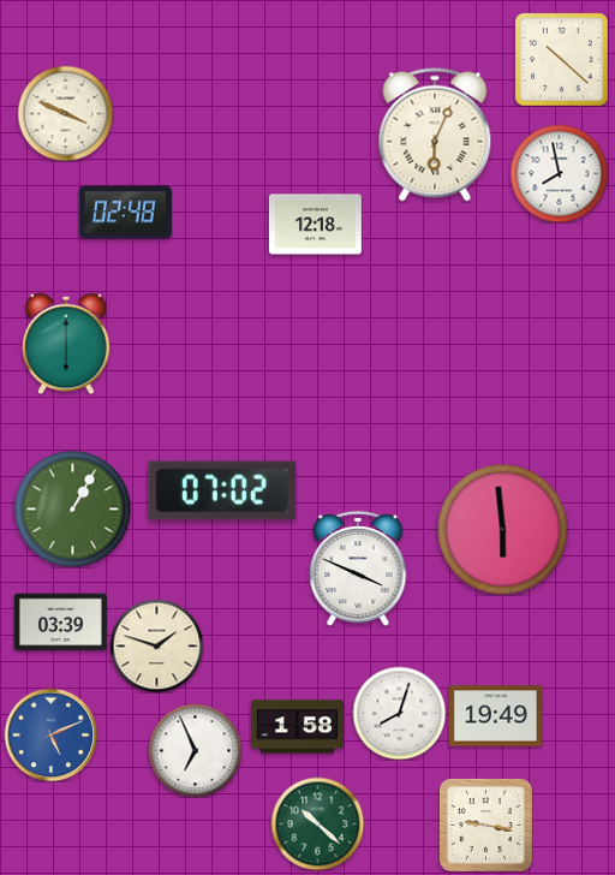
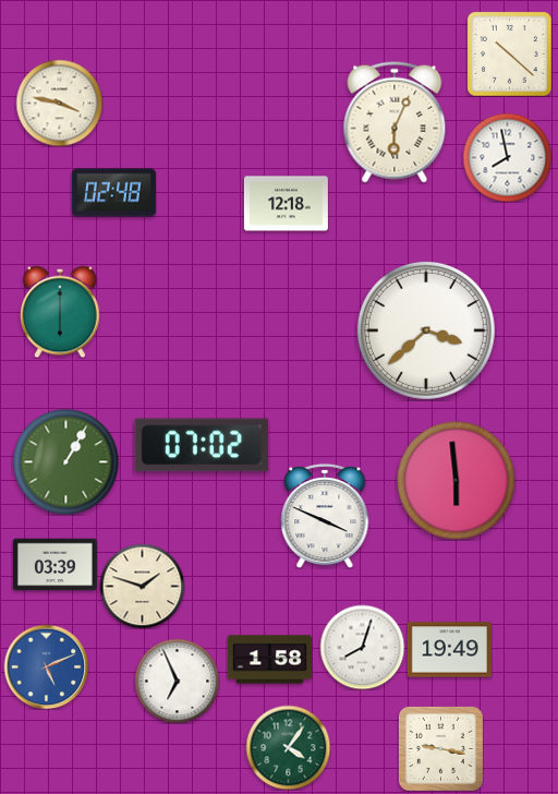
clock at (65, 113): 3:49 -> 3:47
clock at (426, 330): none -> 3:38
clock at (317, 823): 10:22 -> 4:06
